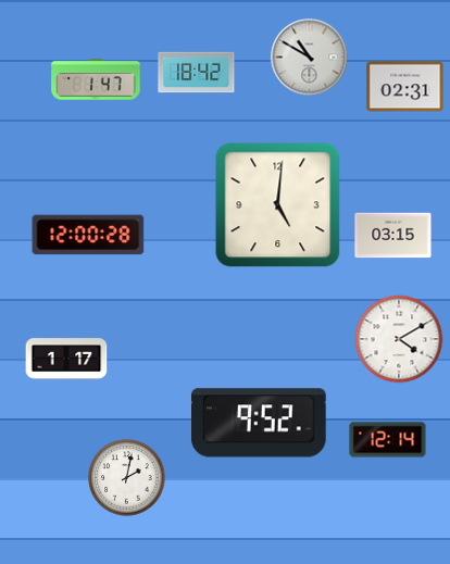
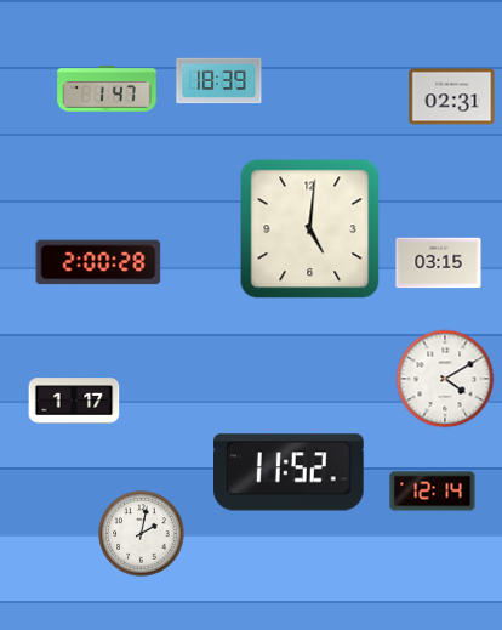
clock at (310, 58): 10:50 -> none
clock at (197, 73): 18:42 -> 18:39
clock at (88, 235): 12:00 -> 2:00
clock at (260, 423): 9:52 -> 11:52
